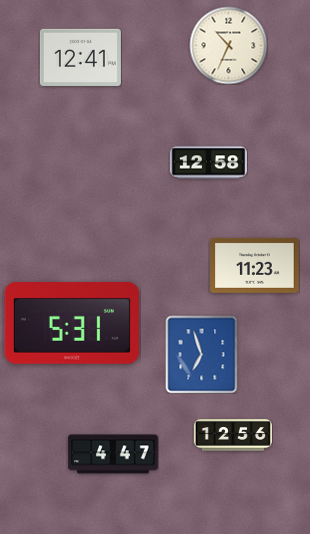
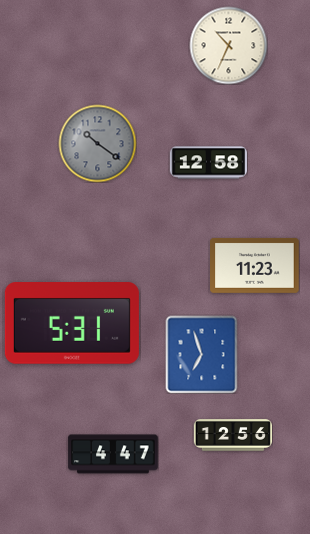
clock at (80, 57): 12:41 -> none
clock at (97, 143): none -> 10:21
